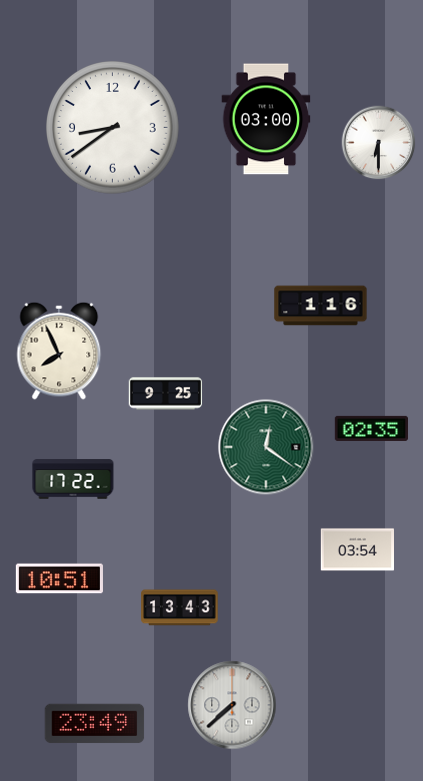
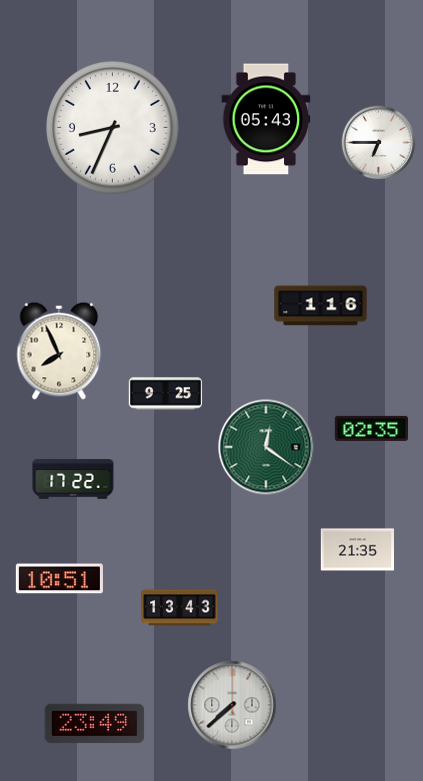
clock at (266, 119): 03:00 -> 05:43
clock at (113, 128): 8:39 -> 8:34
clock at (379, 143): 6:30 -> 6:45
clock at (357, 550): 03:54 -> 21:35
